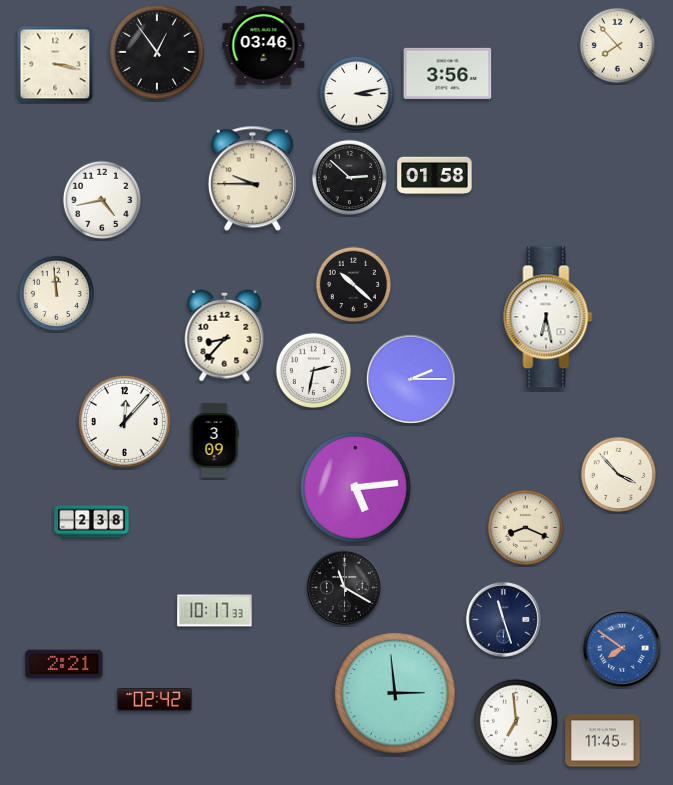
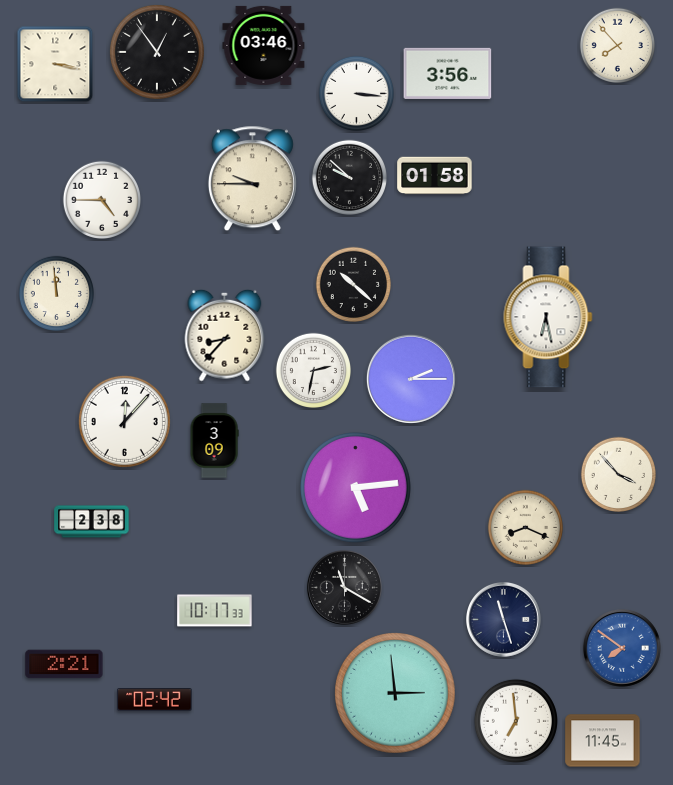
clock at (356, 93): 3:13 -> 3:16
clock at (349, 177): 2:52 -> 9:52
clock at (101, 199): 4:43 -> 4:45
